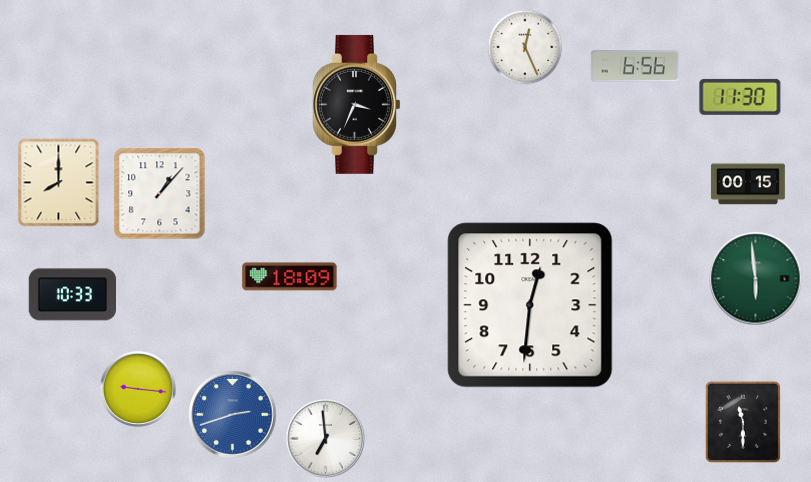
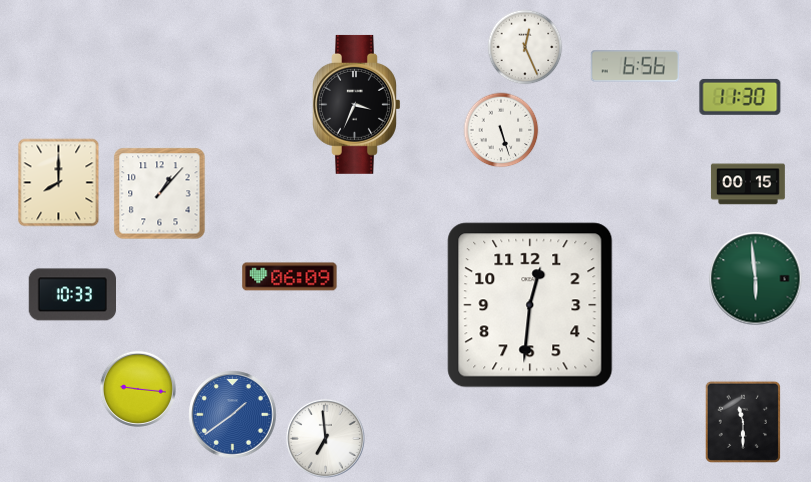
clock at (501, 130): none -> 5:27
clock at (290, 277): 18:09 -> 06:09
clock at (233, 415): 2:42 -> 1:39
